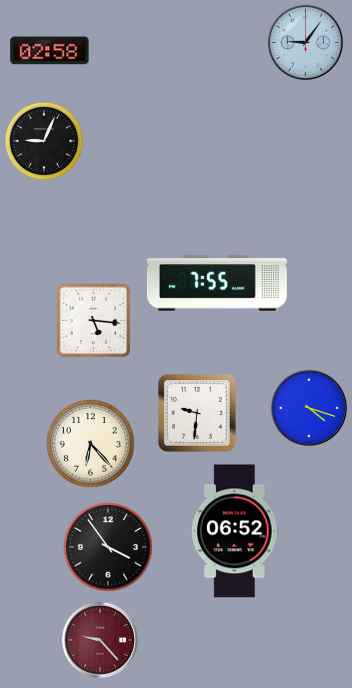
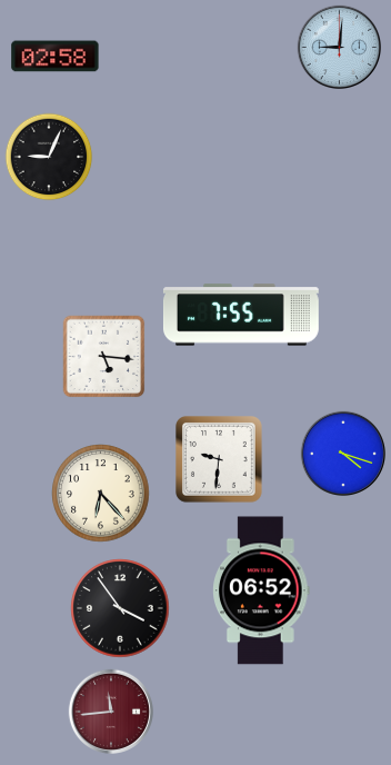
clock at (305, 42): 9:06 -> 9:01
clock at (99, 639): 9:23 -> 11:44
